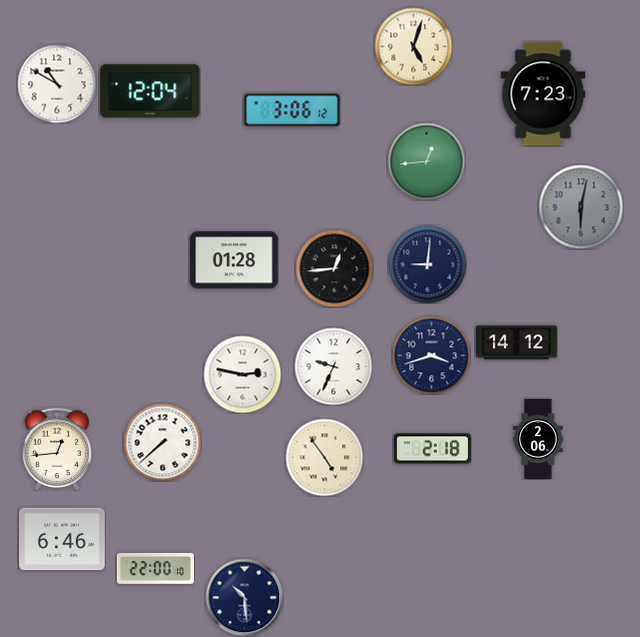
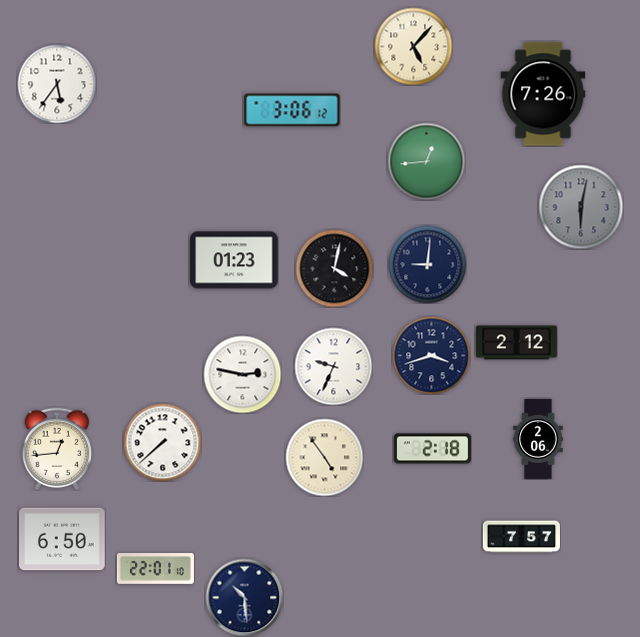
clock at (413, 46): 5:03 -> 5:07
clock at (57, 84): 10:50 -> 5:36
clock at (150, 91): 12:04 -> none
clock at (543, 94): 7:23 -> 7:26
clock at (234, 260): 01:28 -> 01:23
clock at (334, 268): 12:44 -> 4:02
clock at (516, 343): 14:12 -> 2:12
clock at (521, 537): none -> 7:57
clock at (63, 539): 6:46 -> 6:50
clock at (155, 569): 22:00 -> 22:01
